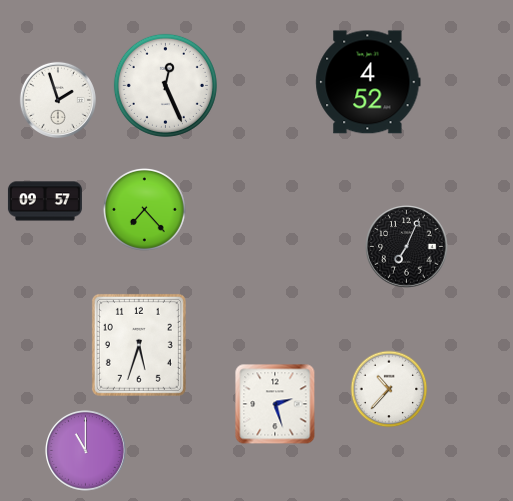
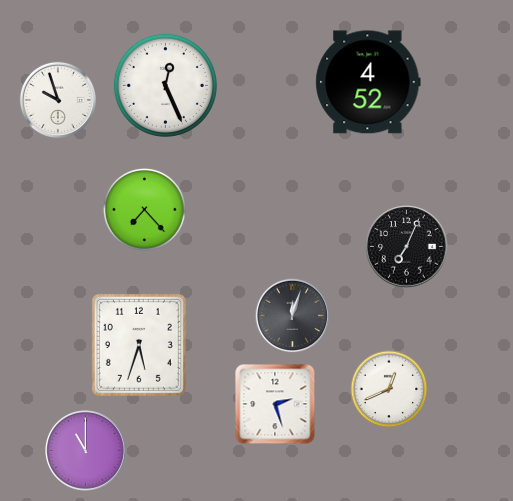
clock at (58, 100): 1:57 -> 9:57
clock at (45, 201): 09:57 -> none
clock at (293, 316): none -> 12:03
clock at (389, 389): 10:37 -> 12:41
